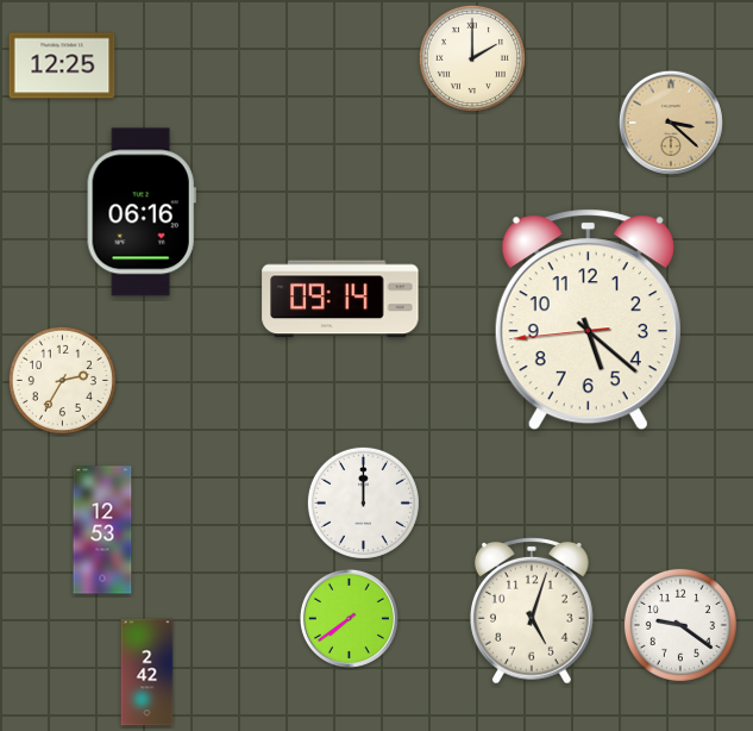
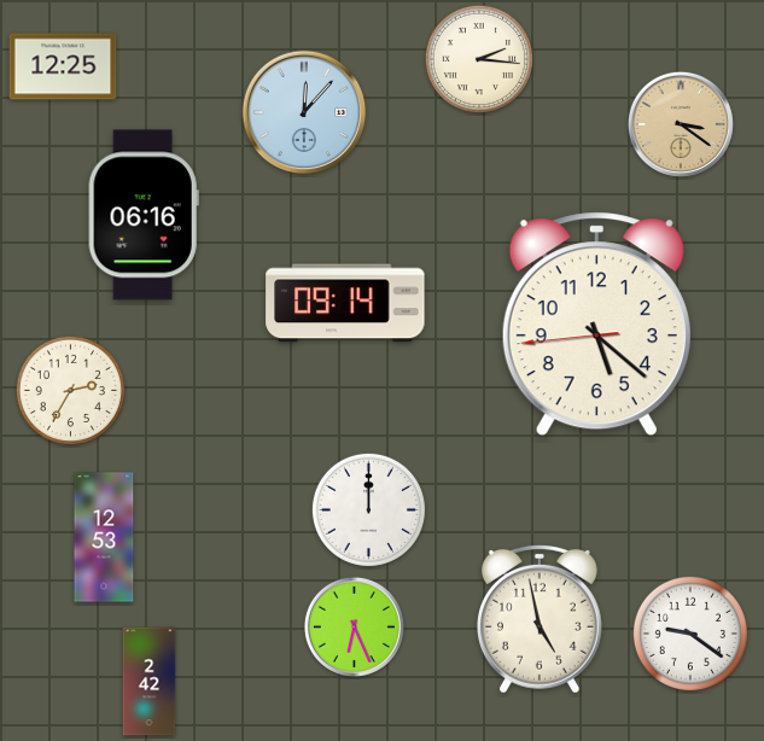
clock at (472, 58): 2:00 -> 2:16
clock at (304, 112): none -> 12:07
clock at (671, 123): 3:22 -> 3:21
clock at (62, 380) position: (62, 380) -> (70, 390)
clock at (532, 611): 5:03 -> 4:58
clock at (349, 618): 7:39 -> 6:26
